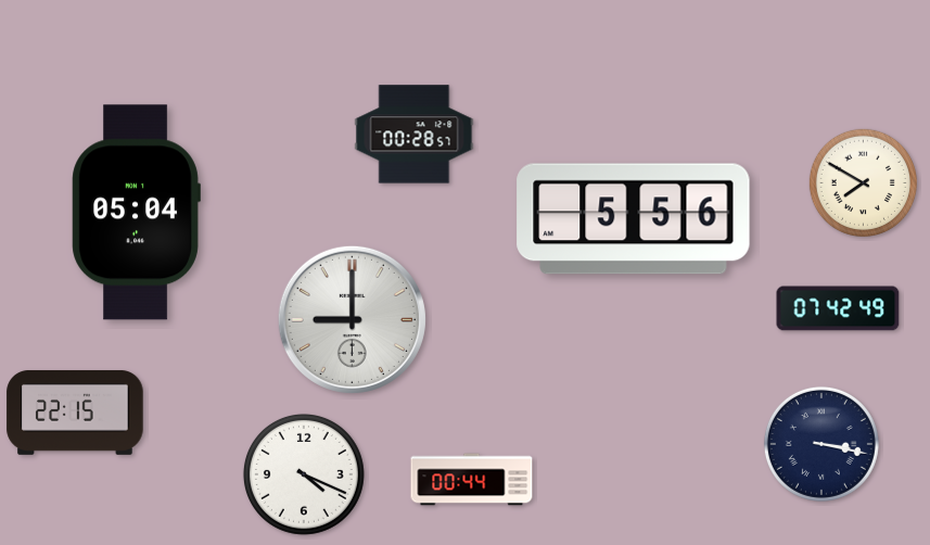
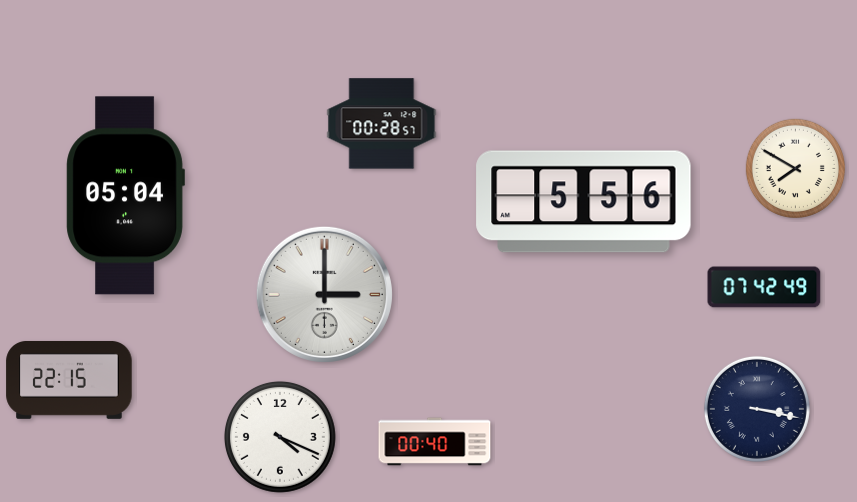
clock at (838, 308) position: (838, 308) -> (764, 287)
clock at (352, 319): 9:00 -> 3:00
clock at (472, 480): 00:44 -> 00:40
